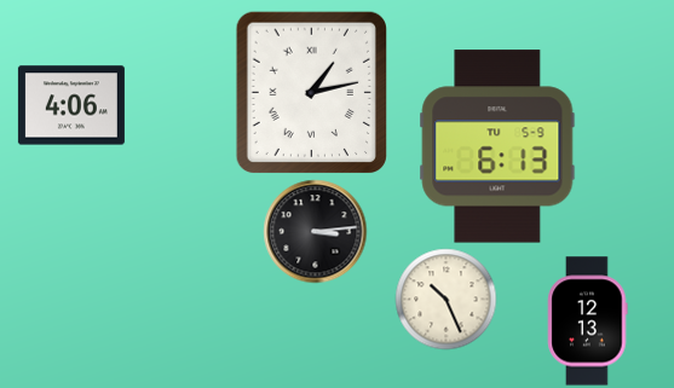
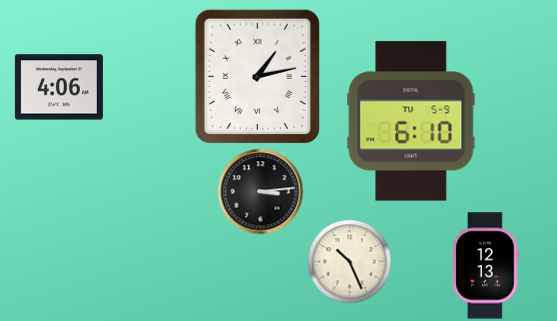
clock at (497, 146): 6:13 -> 6:10
clock at (445, 299) position: (445, 299) -> (349, 261)
